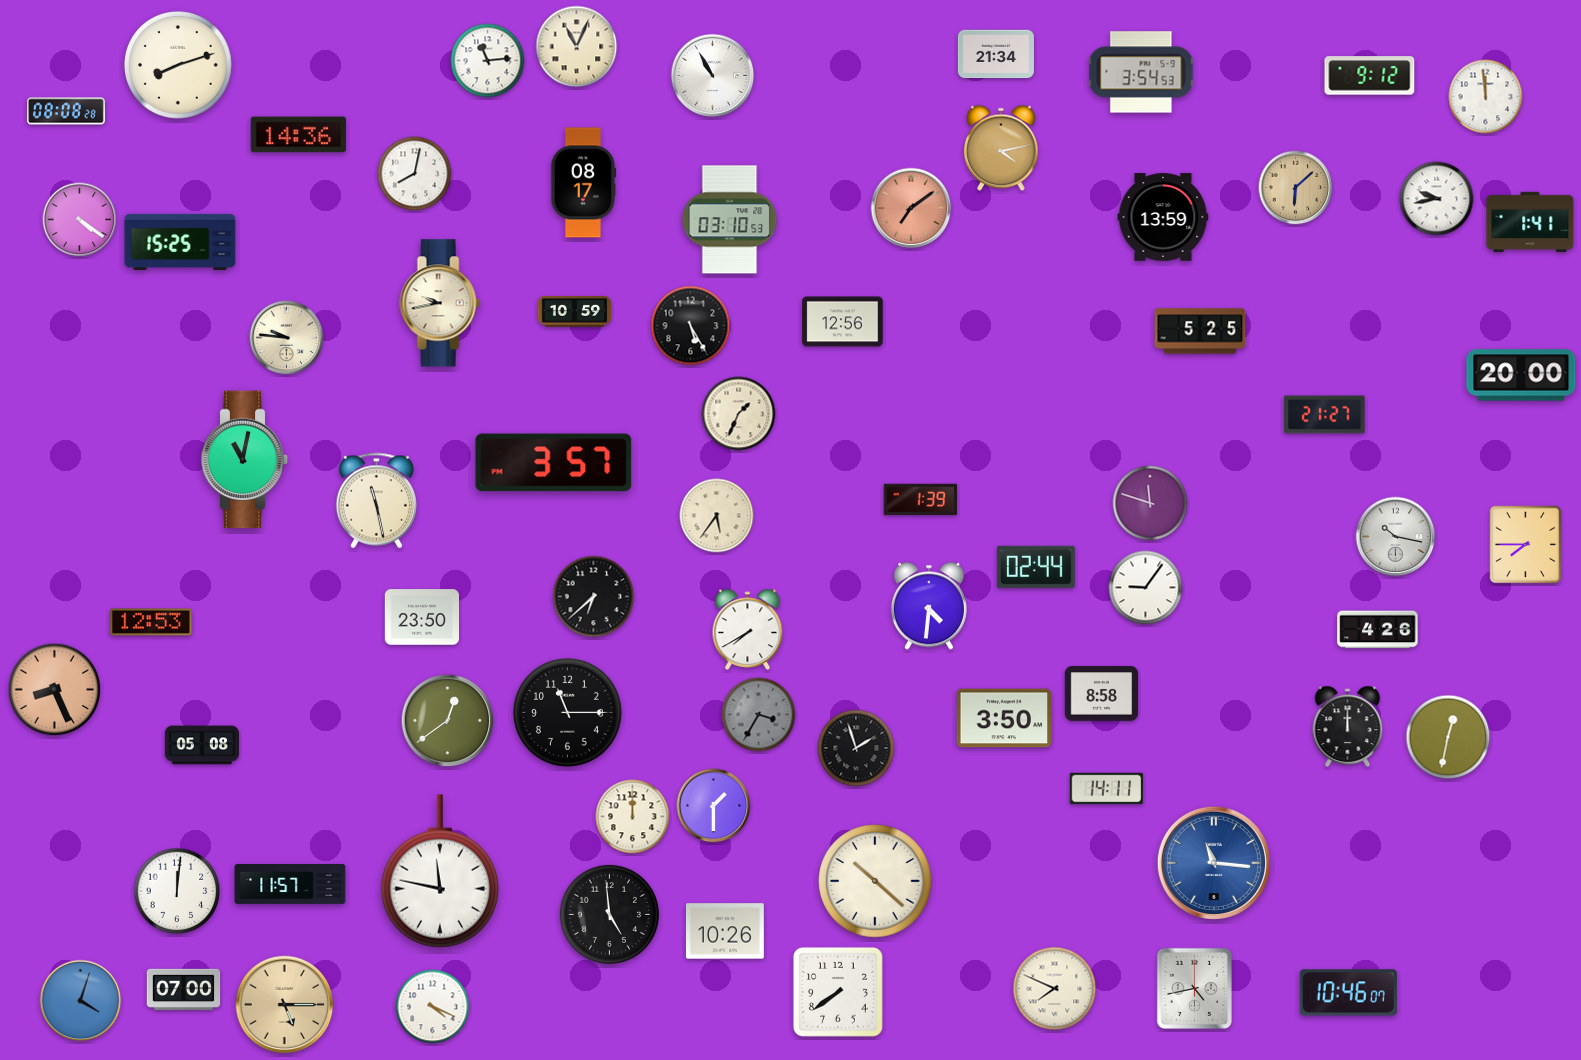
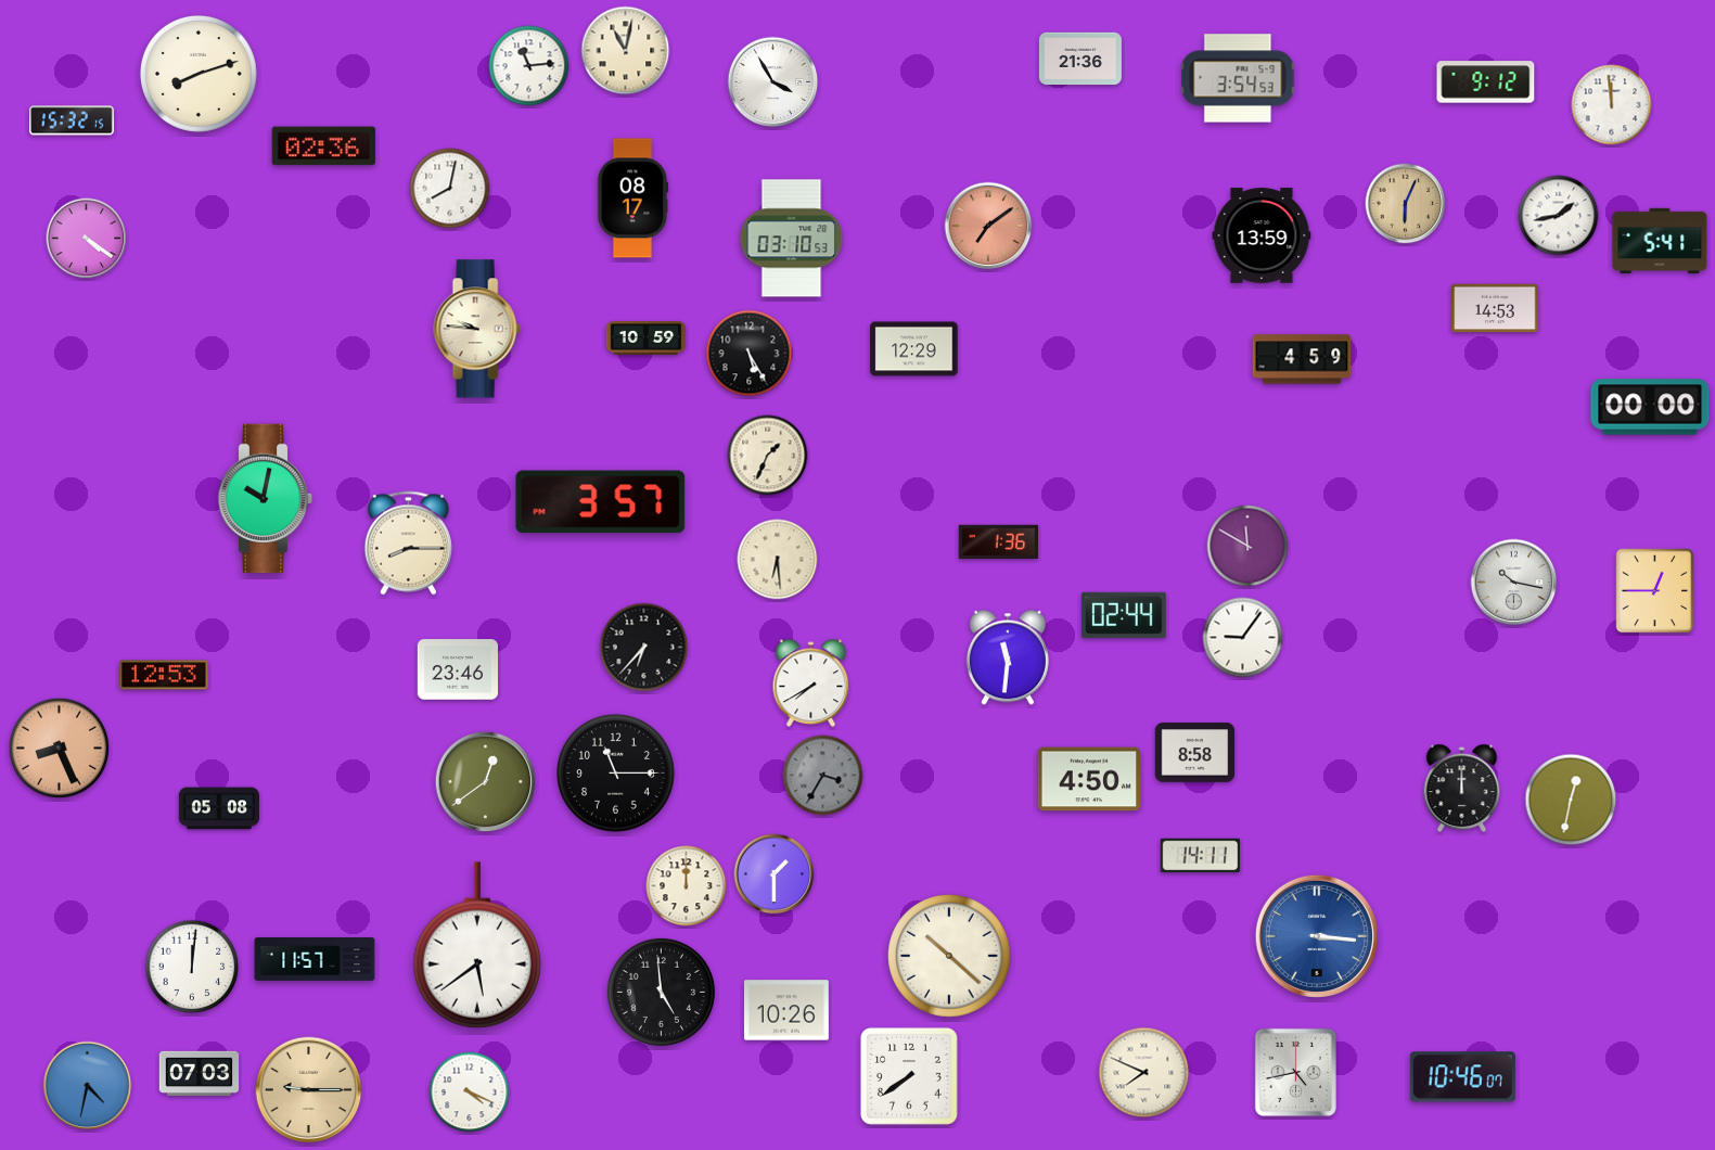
clock at (577, 47): 11:04 -> 11:02
clock at (996, 54): 21:34 -> 21:36
clock at (178, 65) position: (178, 65) -> (199, 74)
clock at (713, 76): 10:55 -> 3:55
clock at (67, 111): 08:08 -> 15:32
clock at (298, 135): 14:36 -> 02:36
clock at (1001, 148): 4:13 -> none
clock at (1296, 188): 6:08 -> 6:04
clock at (1437, 199): 9:43 -> 1:43
clock at (1530, 222): 1:41 -> 5:41
clock at (180, 242): 15:25 -> none
clock at (1495, 308): none -> 14:53
clock at (440, 303): 9:43 -> 9:46
clock at (575, 312) position: (575, 312) -> (647, 338)
clock at (843, 322): 12:56 -> 12:29
clock at (1200, 331): 5:25 -> 4:59
clock at (287, 338): 9:46 -> none
clock at (1521, 375): 20:00 -> 00:00
clock at (739, 414) position: (739, 414) -> (768, 456)
clock at (1325, 415): 21:27 -> none
clock at (245, 460): 11:02 -> 10:02
clock at (921, 500): 1:39 -> 1:36
clock at (376, 501): 11:28 -> 8:15
clock at (1150, 503): 11:48 -> 11:50
clock at (717, 516): 5:36 -> 6:29
clock at (1526, 545): 7:45 -> 12:45
clock at (594, 597): 6:38 -> 6:37
clock at (929, 606): 4:31 -> 11:31
clock at (421, 617): 23:50 -> 23:46
clock at (1378, 630): 4:26 -> none
clock at (1004, 718): 3:50 -> 4:50
clock at (856, 748): 1:57 -> none
clock at (1214, 863): 11:16 -> 3:16
clock at (439, 871): 11:47 -> 5:39
clock at (184, 989): 07:00 -> 07:03
clock at (81, 1001): 4:03 -> 4:32
clock at (285, 1005): 5:15 -> 9:15
